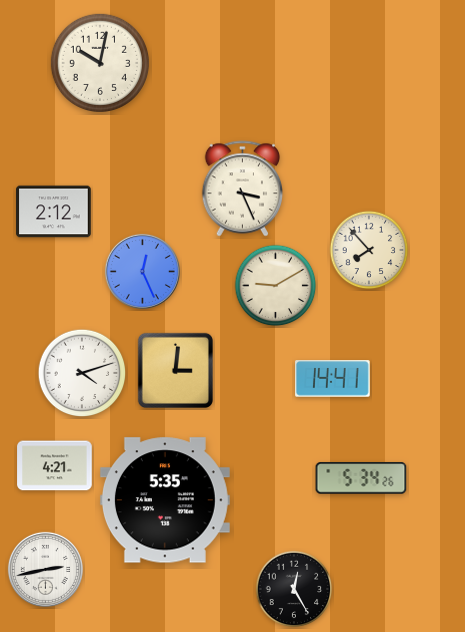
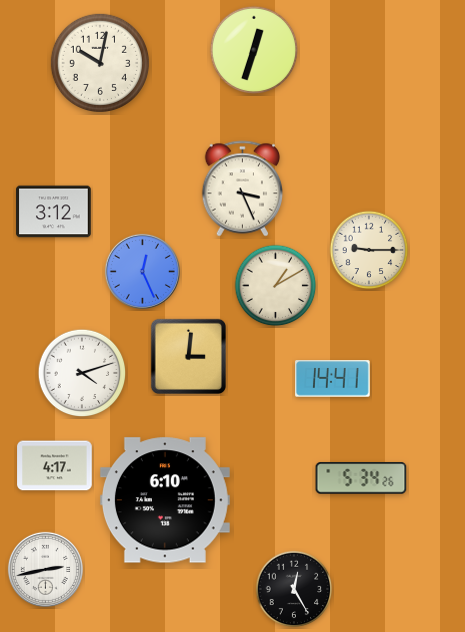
clock at (254, 50): none -> 12:33
clock at (54, 212): 2:12 -> 3:12
clock at (369, 250): 7:53 -> 9:15
clock at (276, 286): 9:10 -> 1:10
clock at (175, 370) position: (175, 370) -> (188, 356)
clock at (55, 466): 4:21 -> 4:17
clock at (165, 500): 5:35 -> 6:10
